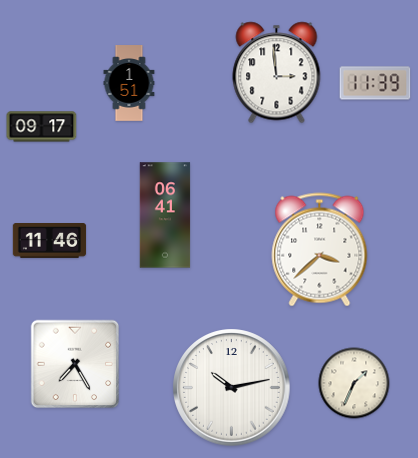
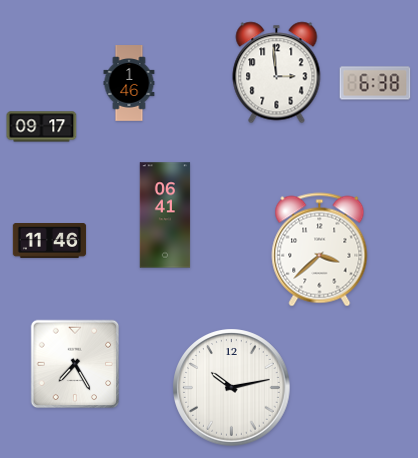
clock at (129, 83): 1:51 -> 1:46
clock at (375, 83): 11:39 -> 6:38
clock at (354, 383): 1:34 -> none
